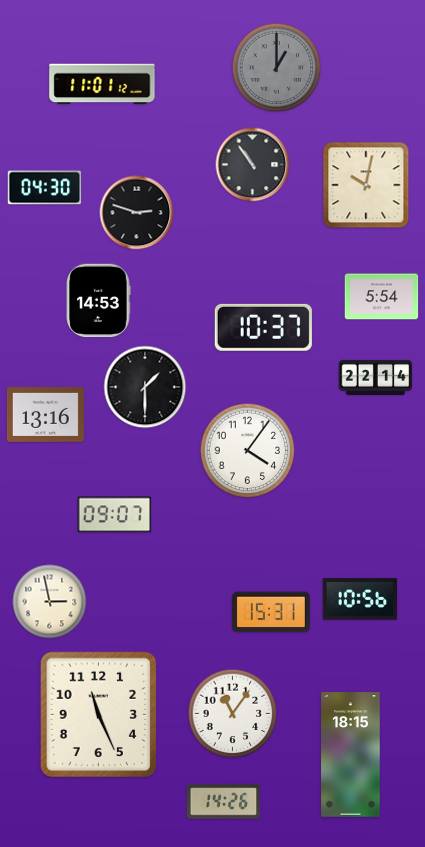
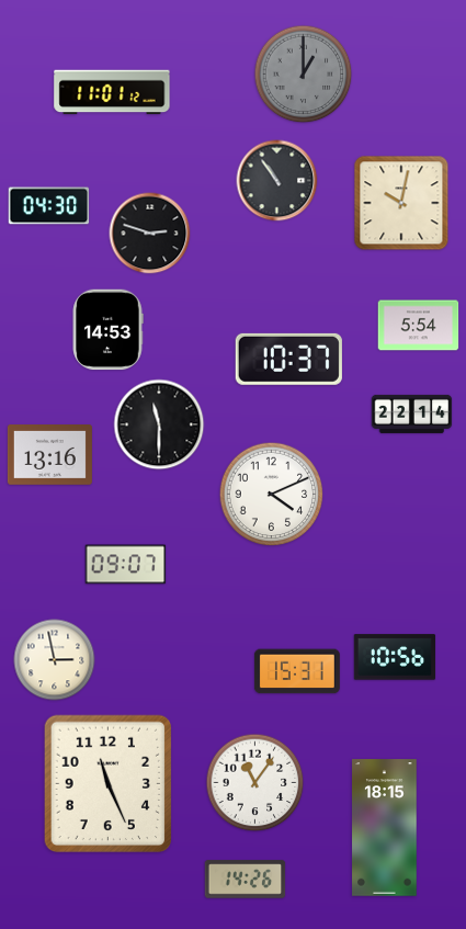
clock at (145, 387): 1:30 -> 11:30
clock at (248, 451): 4:06 -> 4:11
